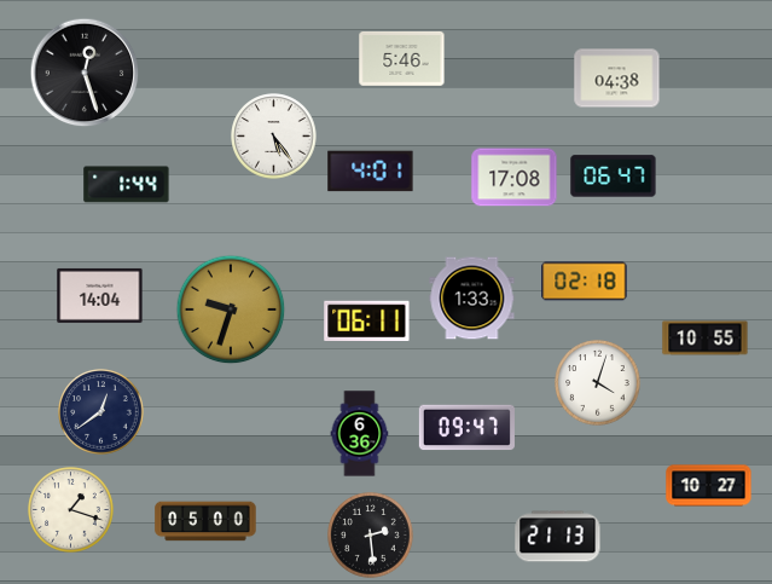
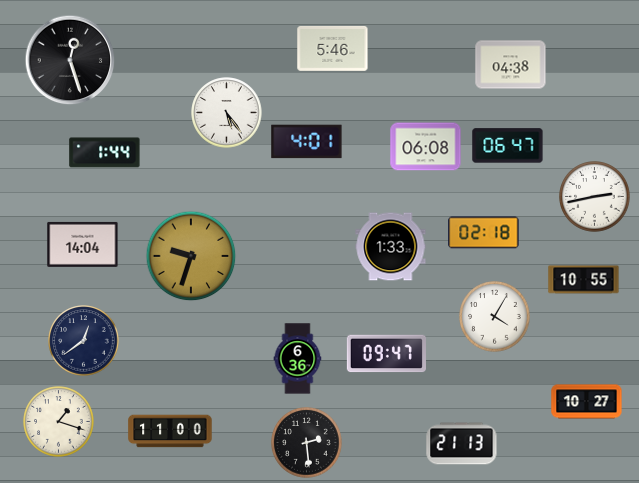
clock at (515, 178): 17:08 -> 06:08
clock at (595, 197): none -> 2:43
clock at (367, 320): 06:11 -> none
clock at (598, 383): 4:03 -> 4:05
clock at (205, 521): 05:00 -> 11:00
